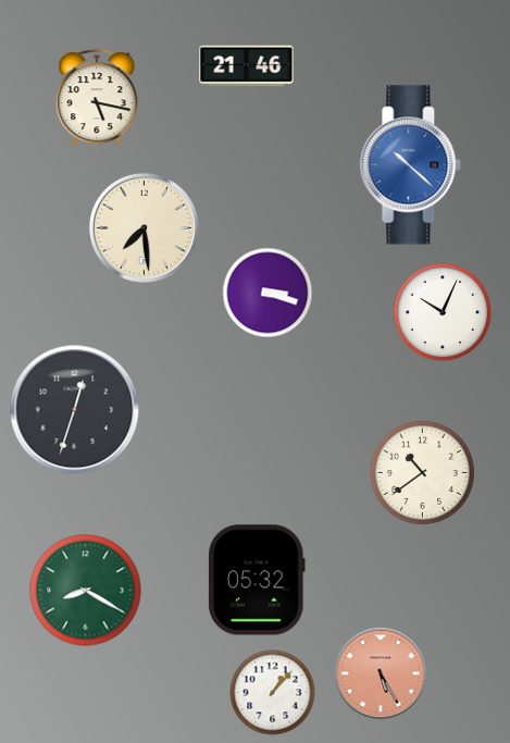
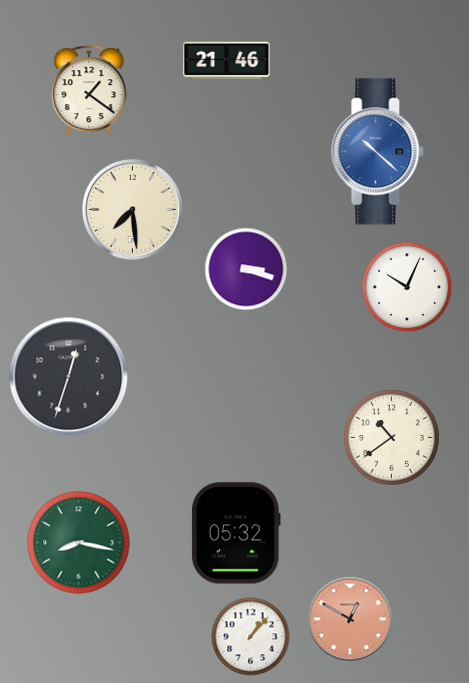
clock at (97, 99): 5:17 -> 1:21
clock at (422, 472) position: (422, 472) -> (391, 437)
clock at (86, 591): 8:20 -> 8:17
clock at (381, 673): 5:25 -> 12:50
